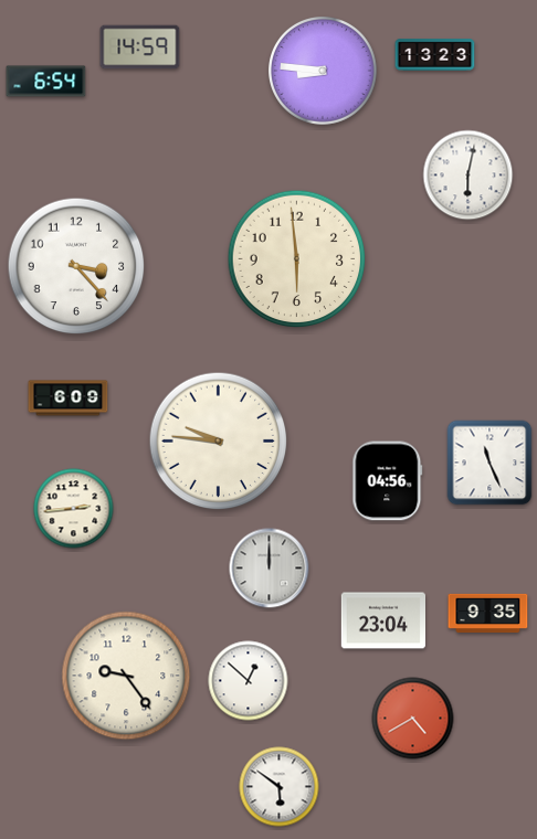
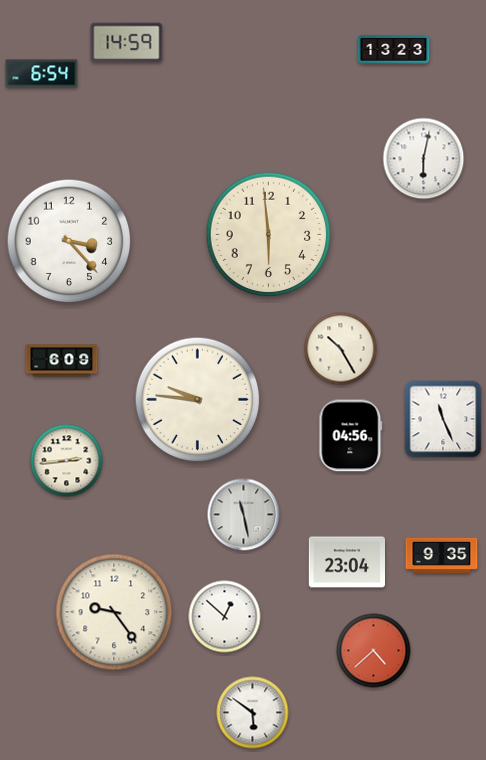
clock at (324, 72): 8:46 -> none
clock at (341, 349): none -> 10:25
clock at (270, 569): 12:00 -> 11:28
clock at (413, 719): 4:40 -> 4:38
